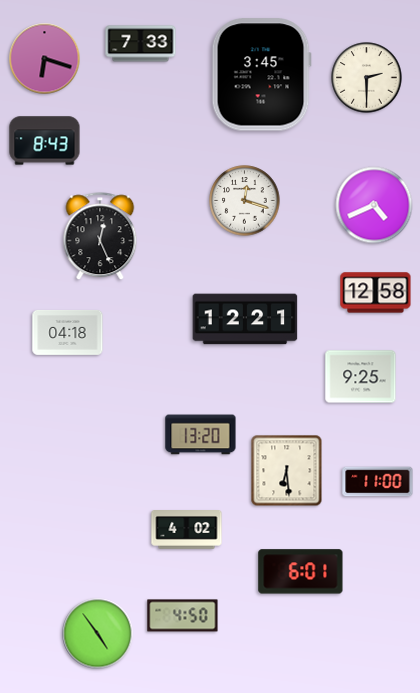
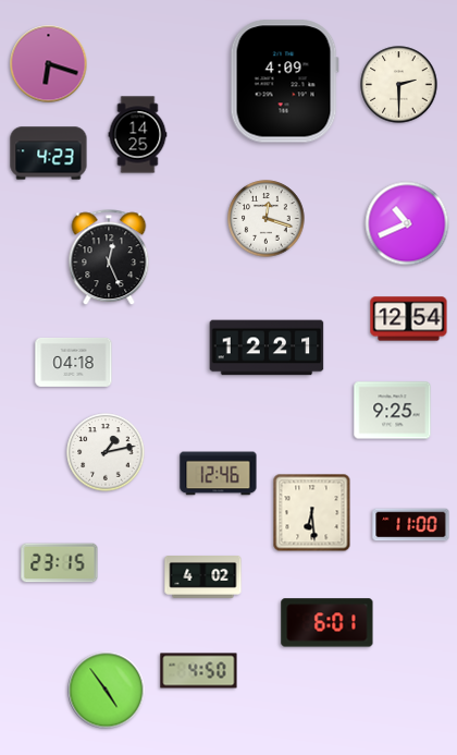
clock at (141, 44): 7:33 -> none
clock at (261, 75): 3:45 -> 4:09
clock at (138, 135): none -> 14:25
clock at (45, 141): 8:43 -> 4:23
clock at (374, 205): 4:41 -> 10:41
clock at (376, 293): 12:58 -> 12:54
clock at (106, 452): none -> 1:13
clock at (201, 435): 13:20 -> 12:46
clock at (60, 563): none -> 23:15
